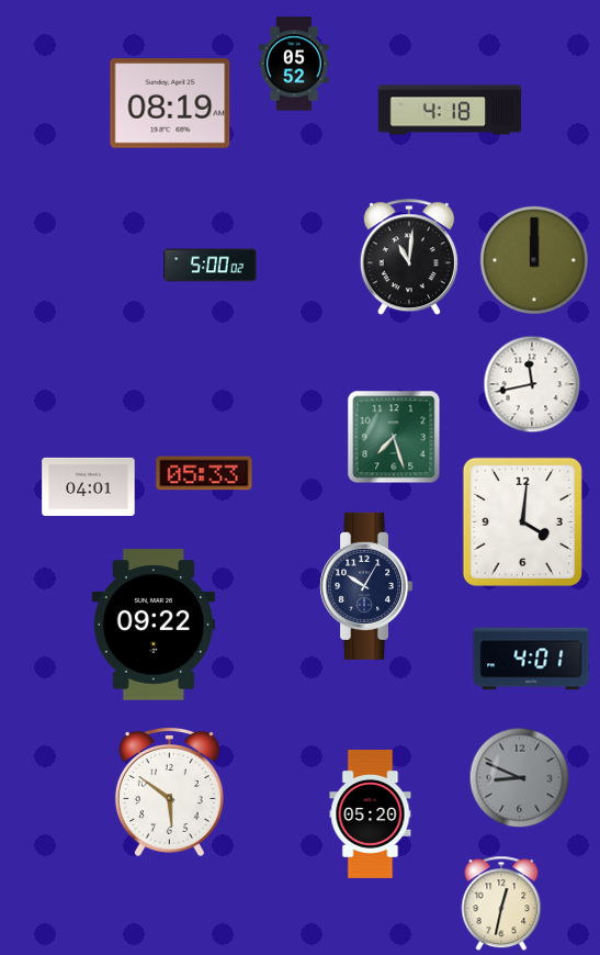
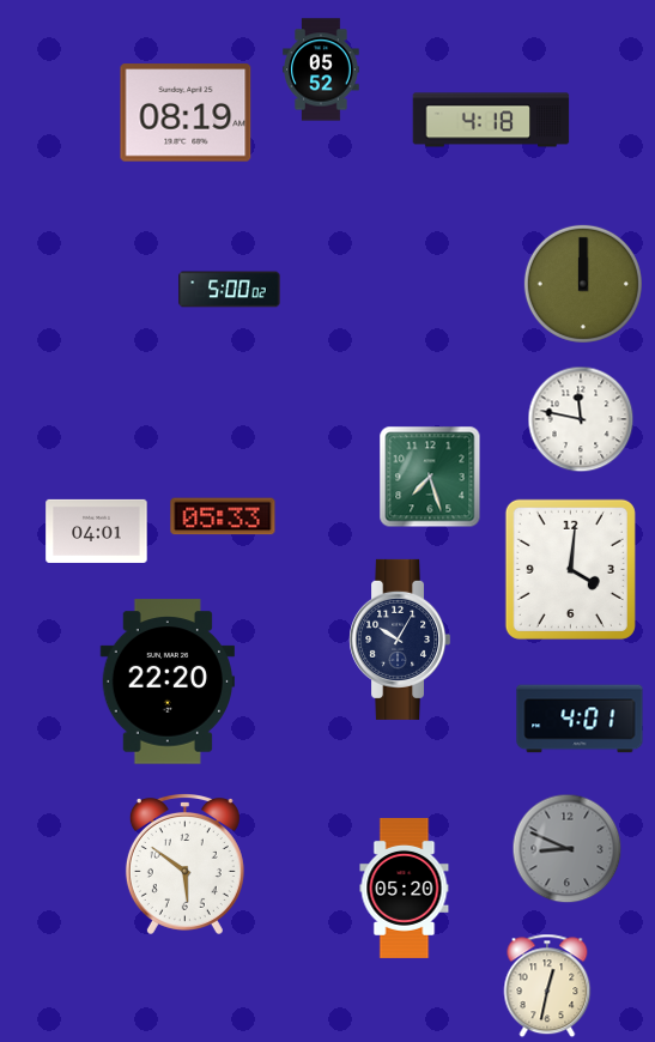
clock at (409, 258): 11:01 -> none
clock at (532, 384): 11:43 -> 11:47
clock at (152, 625): 09:22 -> 22:20
